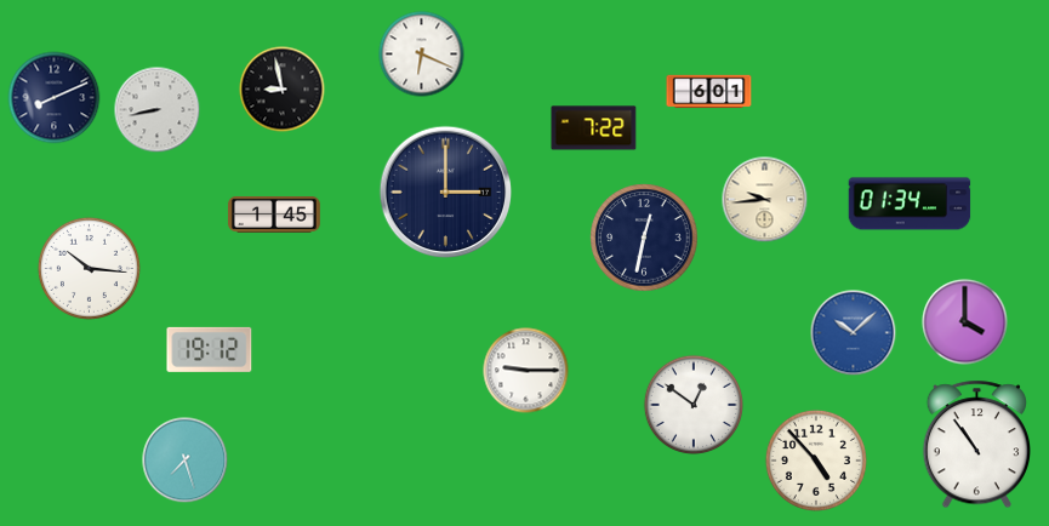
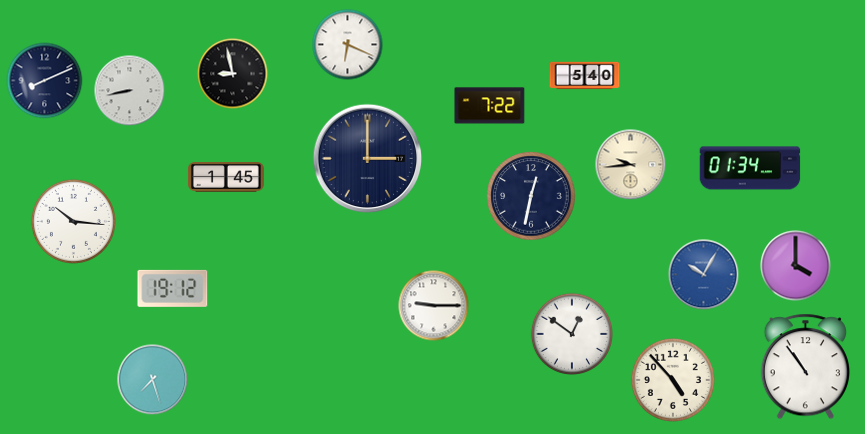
clock at (709, 92): 6:01 -> 5:40
clock at (854, 333): 10:08 -> 10:05
